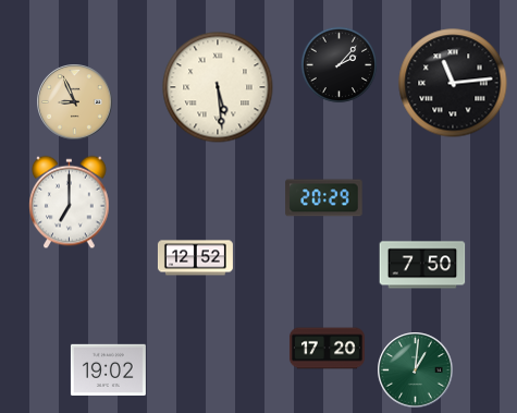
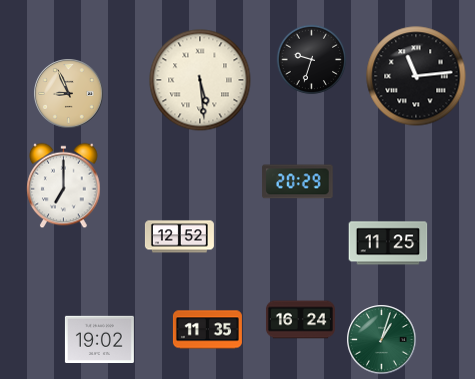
clock at (340, 65): 2:07 -> 9:33
clock at (422, 265): 7:50 -> 11:25
clock at (327, 349): 17:20 -> 16:24
clock at (207, 330): none -> 11:35
clock at (416, 371): 1:01 -> 1:03
